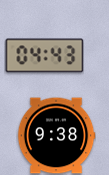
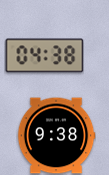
clock at (44, 56): 04:43 -> 04:38
